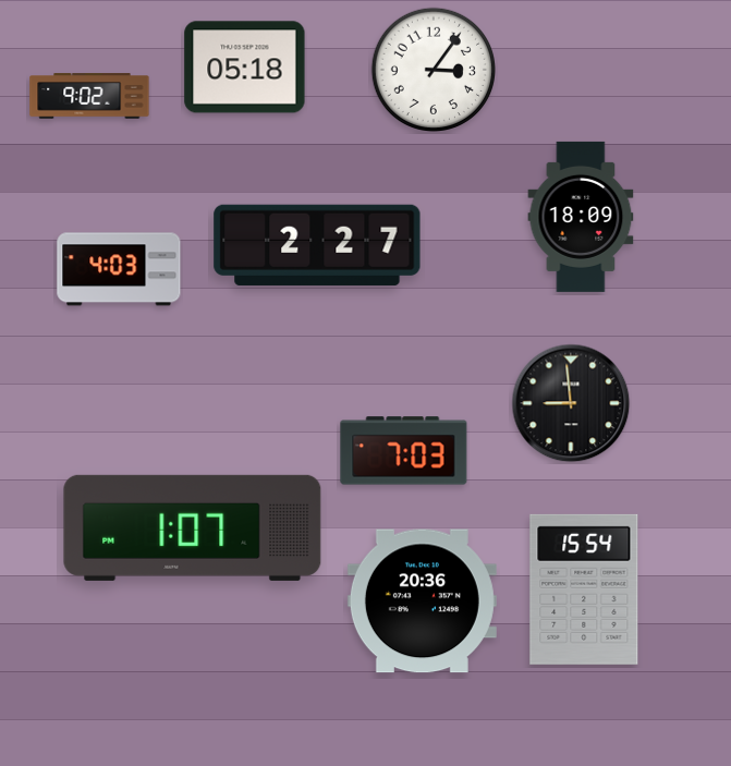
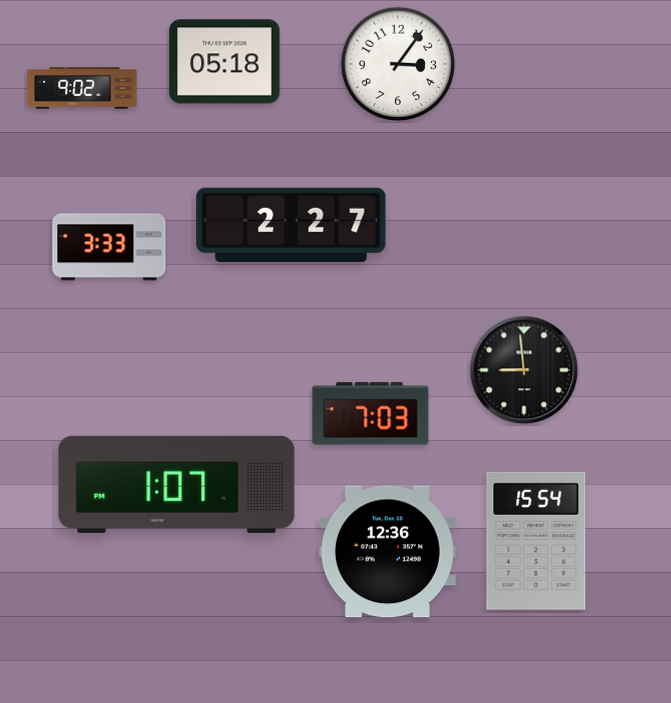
clock at (581, 217): 18:09 -> none
clock at (119, 269): 4:03 -> 3:33
clock at (422, 601): 20:36 -> 12:36
